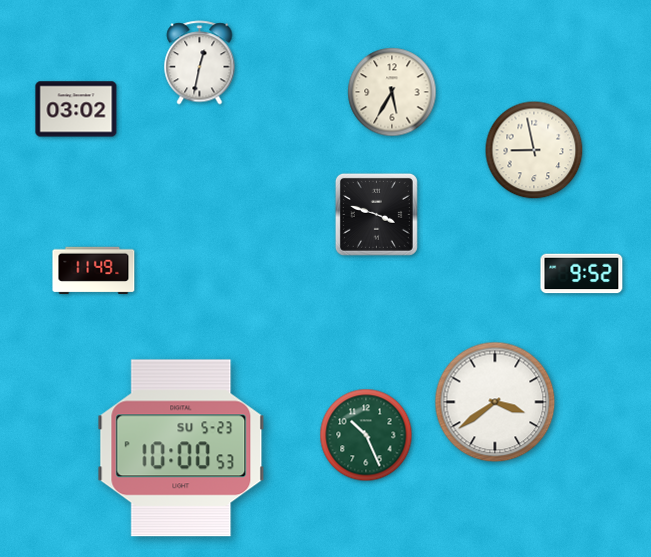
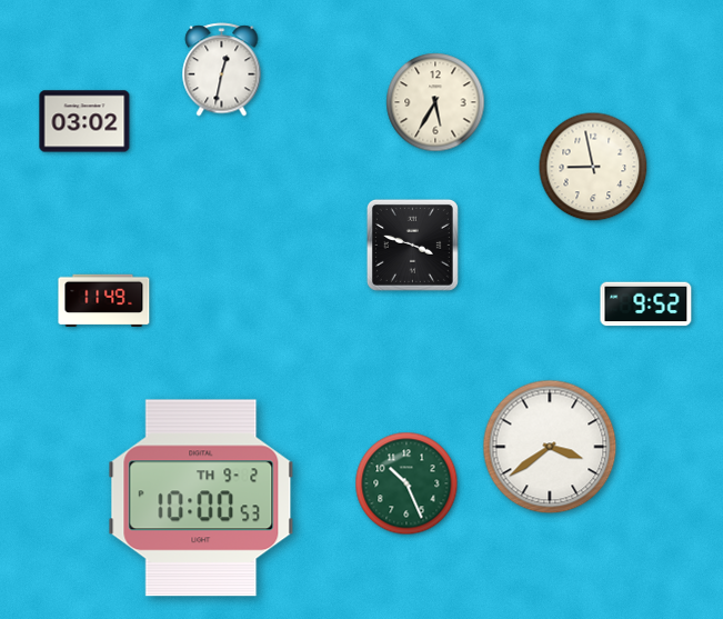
clock at (376, 214) position: (376, 214) -> (412, 244)
clock at (181, 448) date: SU 5-23 -> TH 9-2
